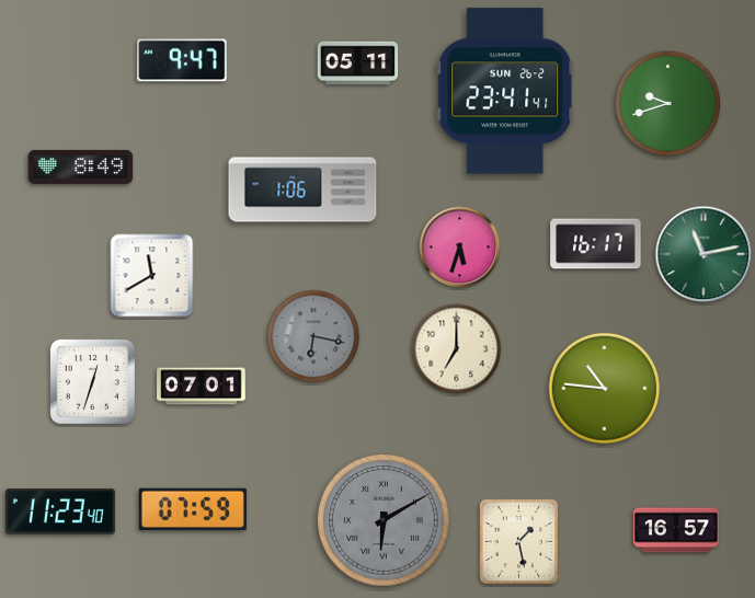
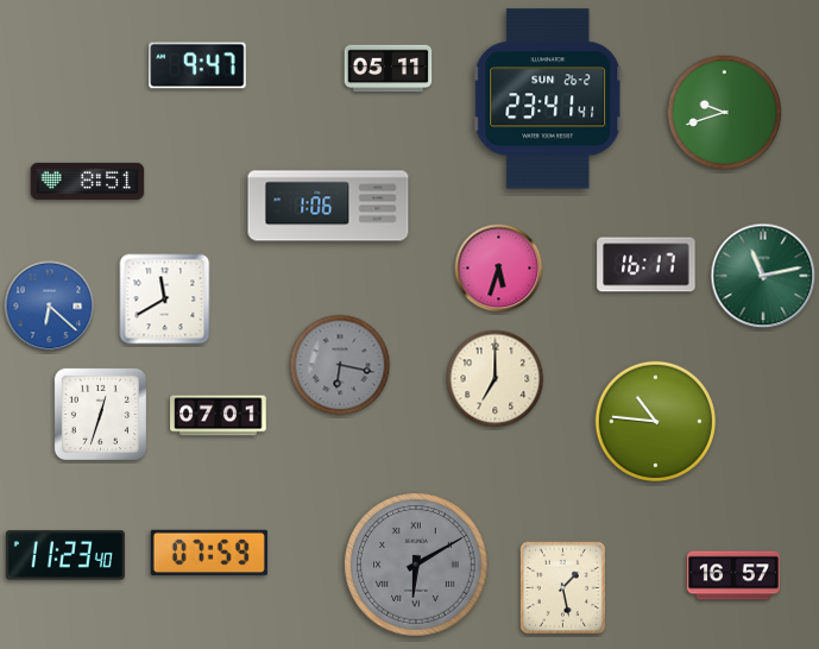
clock at (81, 166): 8:49 -> 8:51
clock at (50, 307): none -> 6:22
clock at (202, 387) position: (202, 387) -> (219, 416)
